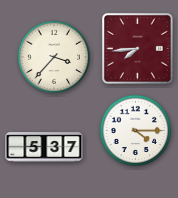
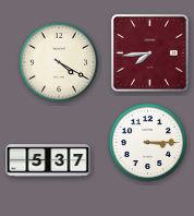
clock at (54, 57): 3:37 -> 4:20
clock at (135, 130): 4:15 -> 3:15
